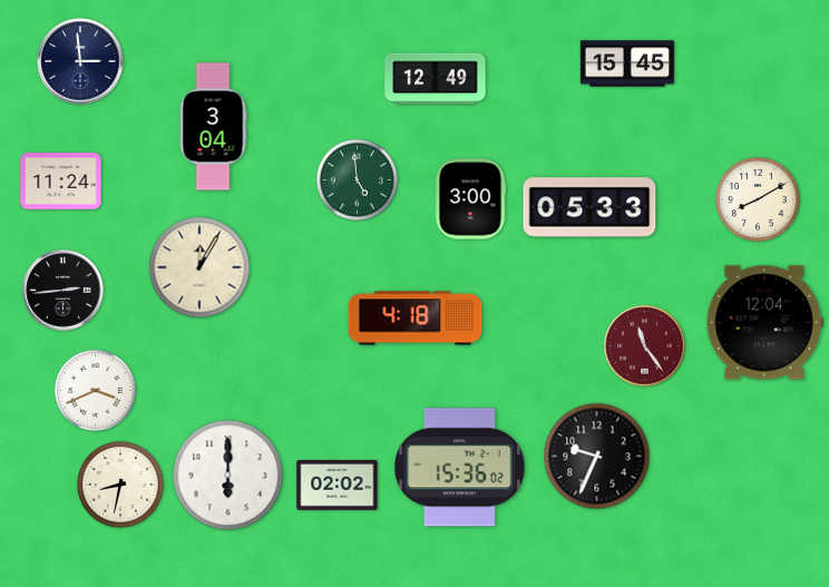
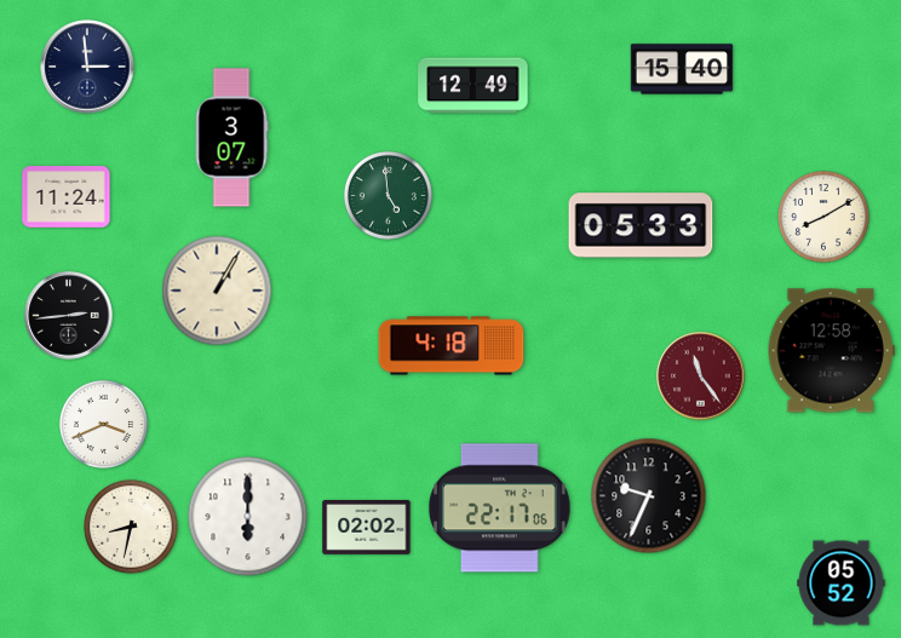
clock at (627, 63): 15:45 -> 15:40
clock at (213, 127): 3:04 -> 3:07
clock at (470, 199): 3:00 -> none
clock at (199, 267): 12:05 -> 1:05
clock at (764, 323): 12:04 -> 12:58
clock at (460, 468): 15:36 -> 22:17
clock at (842, 584): none -> 05:52
